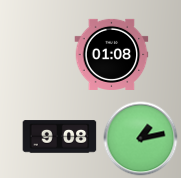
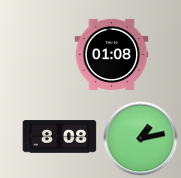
clock at (60, 137): 9:08 -> 8:08
